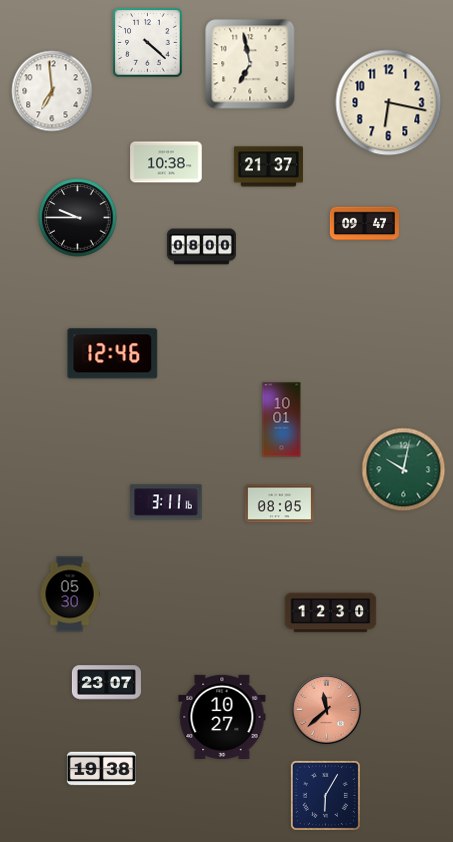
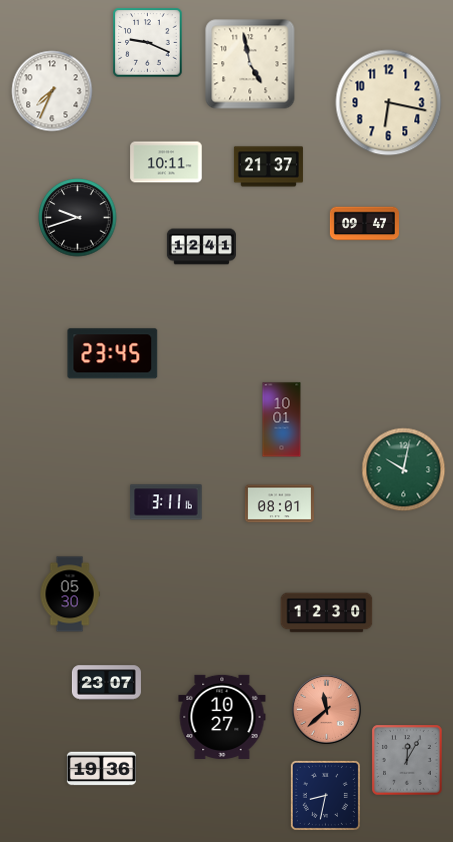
clock at (148, 43): 4:22 -> 9:19
clock at (250, 64): 6:58 -> 4:58
clock at (52, 91): 6:59 -> 7:34
clock at (166, 162): 10:38 -> 10:11
clock at (78, 218): 9:45 -> 9:42
clock at (201, 247): 08:00 -> 12:41
clock at (113, 354): 12:46 -> 23:45
clock at (279, 504): 08:05 -> 08:01
clock at (331, 613) position: (331, 613) -> (327, 613)
clock at (407, 760): none -> 12:05
clock at (101, 769): 19:38 -> 19:36
clock at (325, 795): 6:05 -> 8:32
